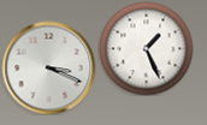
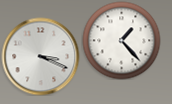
clock at (146, 48): 1:26 -> 1:23
